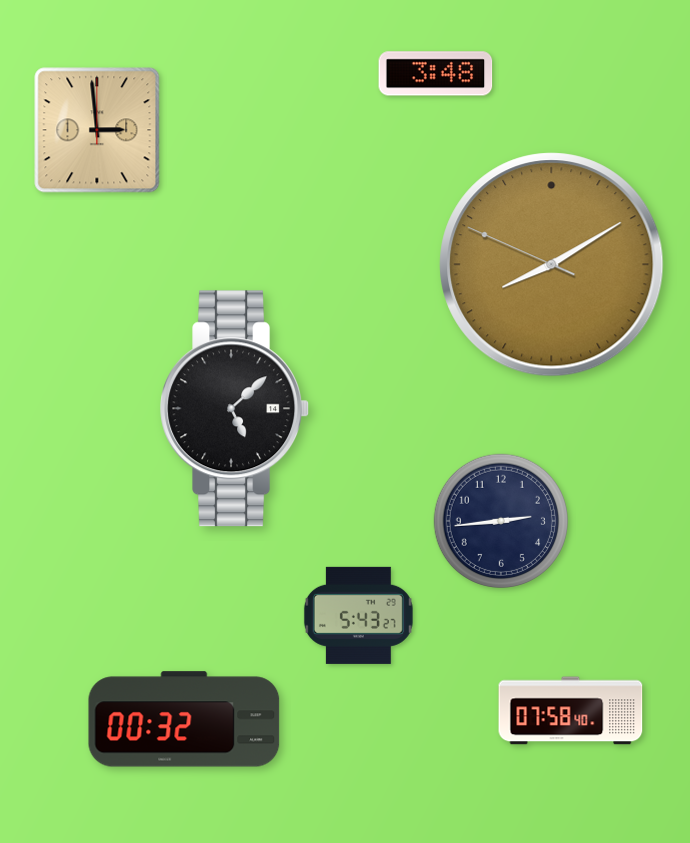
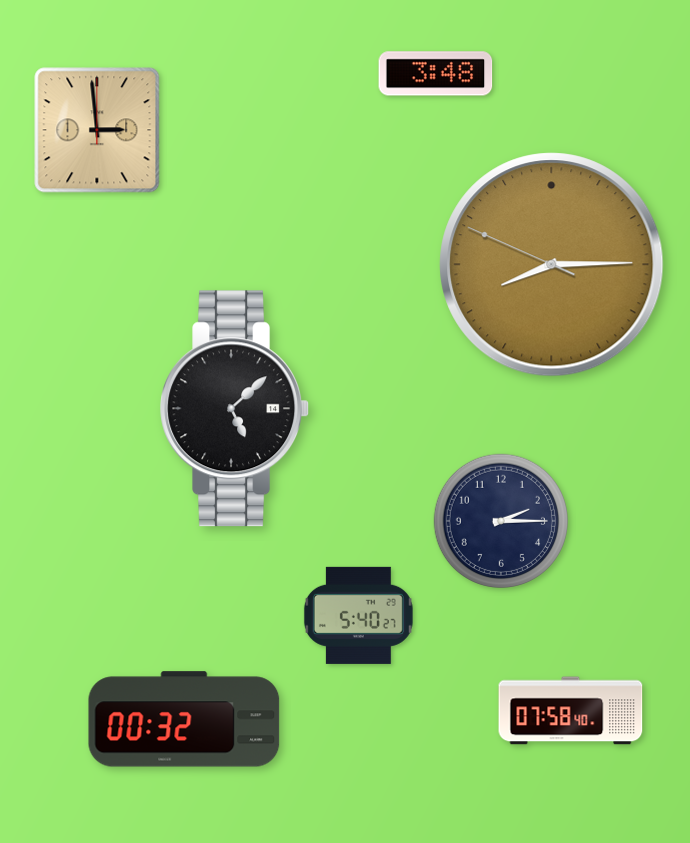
clock at (552, 265): 8:09 -> 8:14
clock at (501, 521): 2:44 -> 2:15
clock at (358, 615): 5:43 -> 5:40
